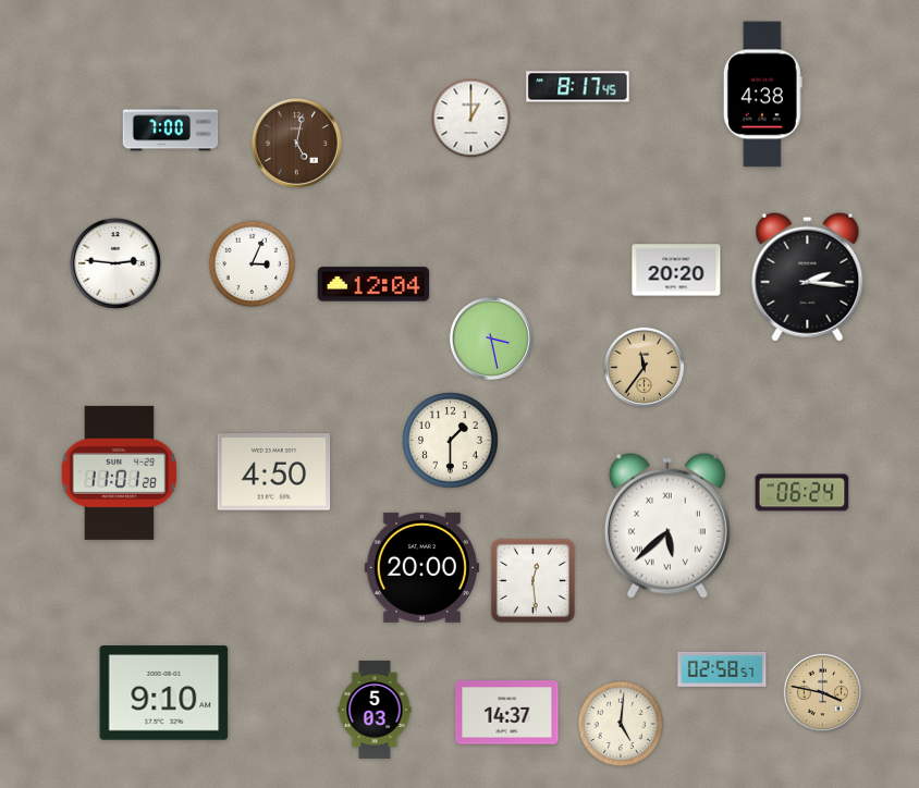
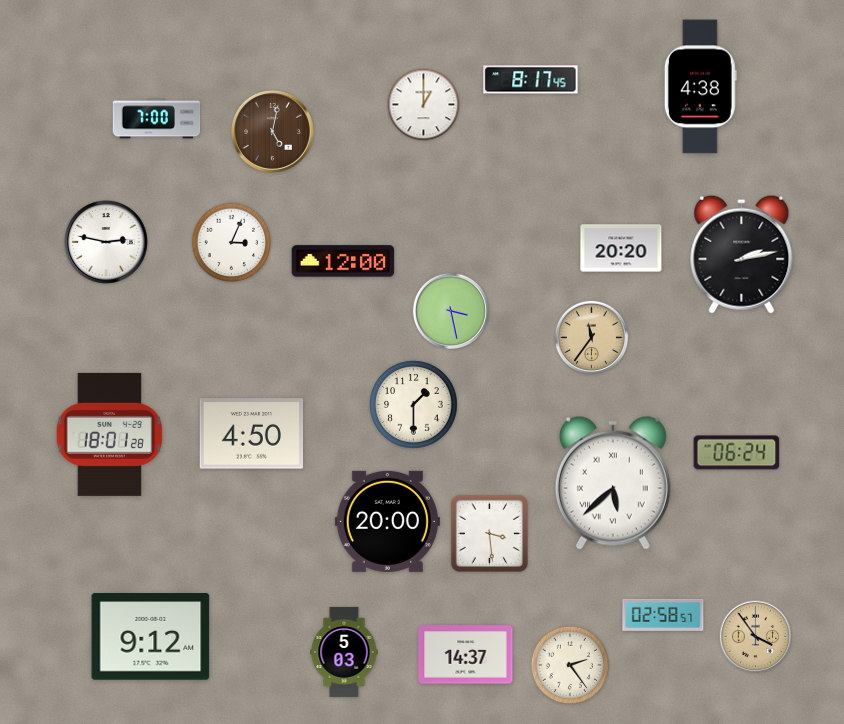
clock at (471, 119) position: (471, 119) -> (424, 105)
clock at (115, 263): 2:46 -> 2:47
clock at (808, 276): 2:16 -> 2:13
clock at (373, 284): 12:04 -> 12:00
clock at (120, 472): 11:01 -> 18:01
clock at (532, 580): 12:29 -> 3:29
clock at (164, 693): 9:10 -> 9:12
clock at (823, 693): 3:47 -> 3:54
clock at (621, 724): 5:01 -> 2:24
